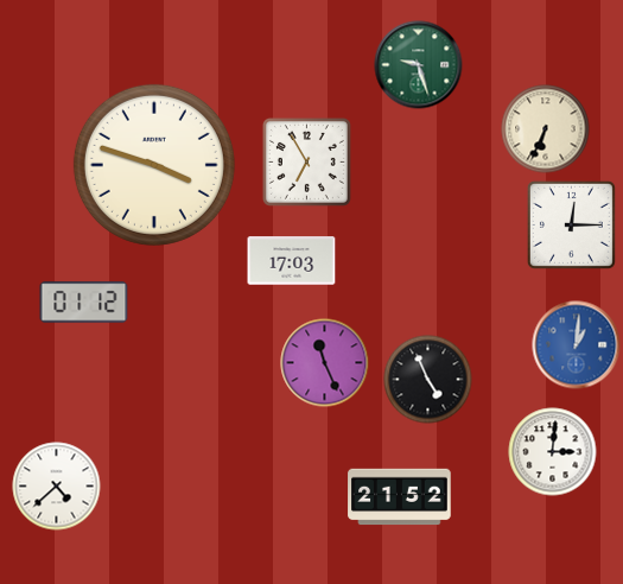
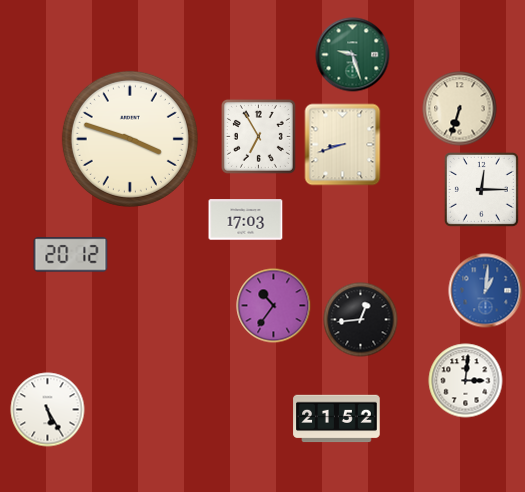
clock at (546, 129): 6:34 -> 6:33
clock at (343, 145): none -> 8:42
clock at (84, 303): 01:12 -> 20:12
clock at (325, 363): 11:26 -> 10:36
clock at (428, 380): 4:56 -> 12:44
clock at (57, 487): 4:38 -> 5:25
